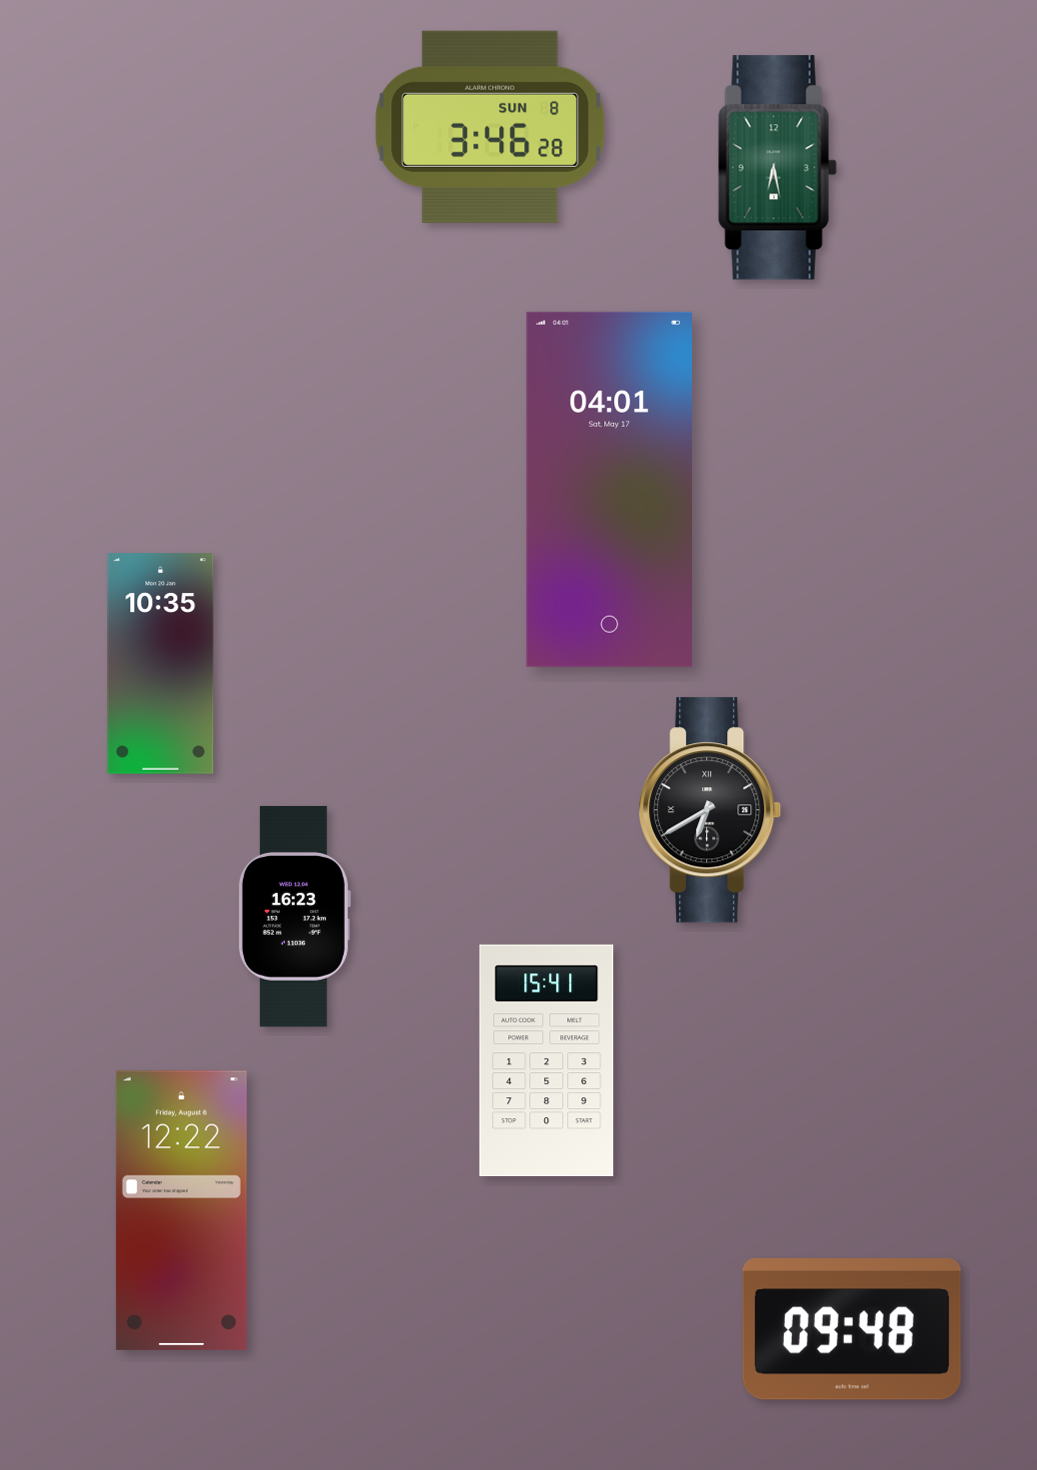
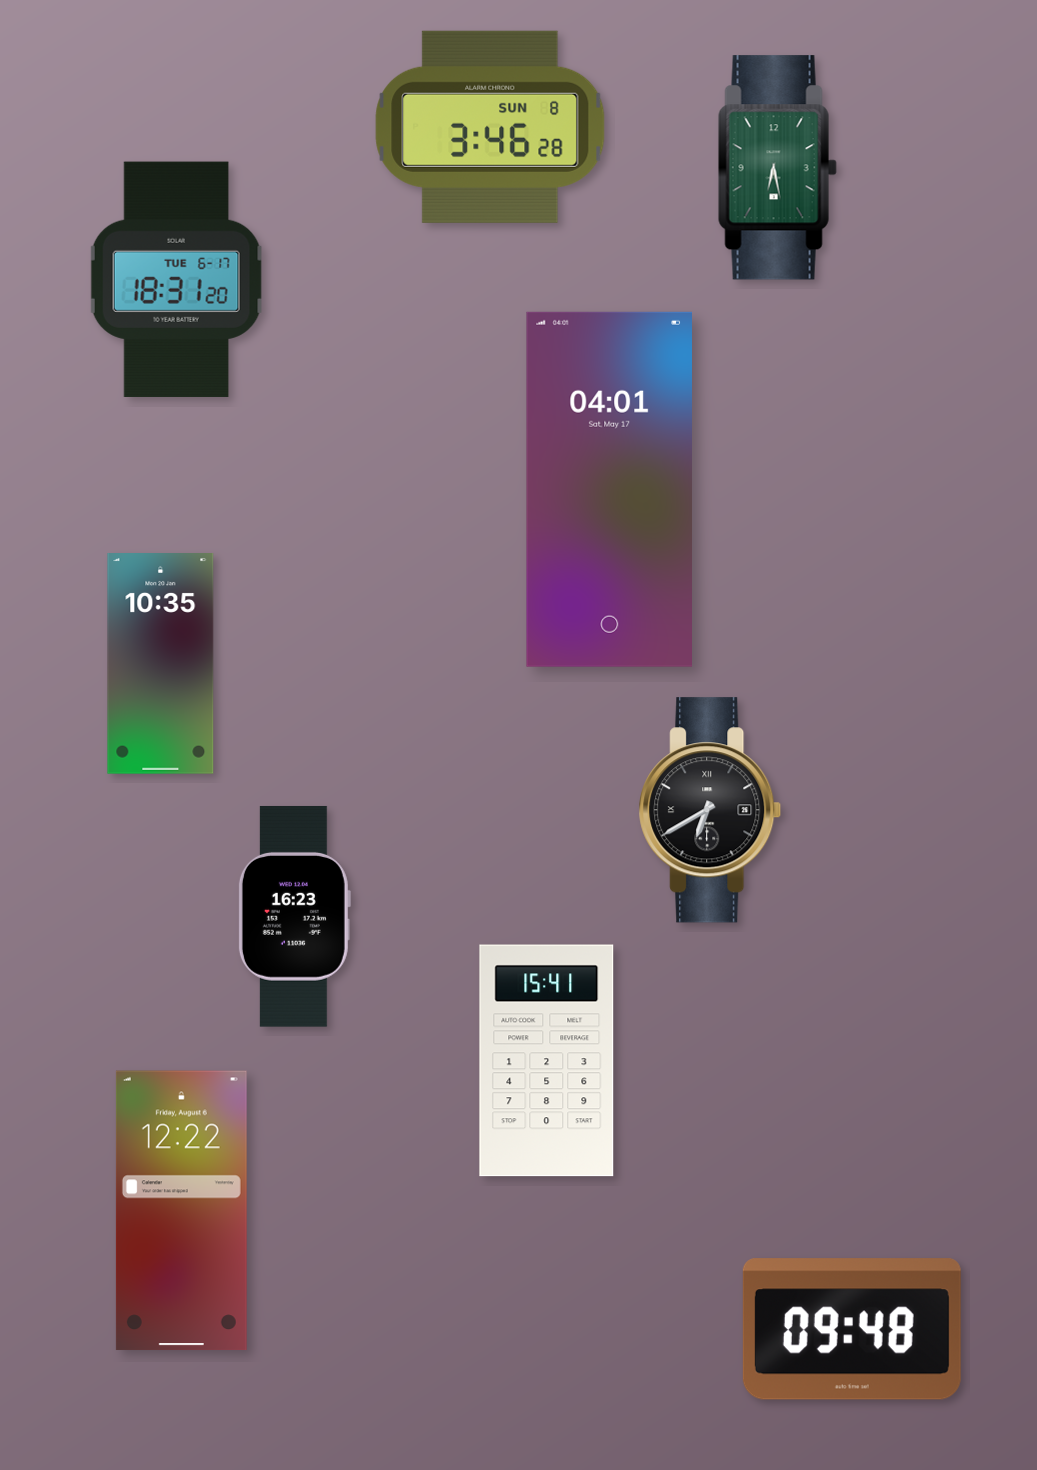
clock at (177, 279): none -> 18:31
